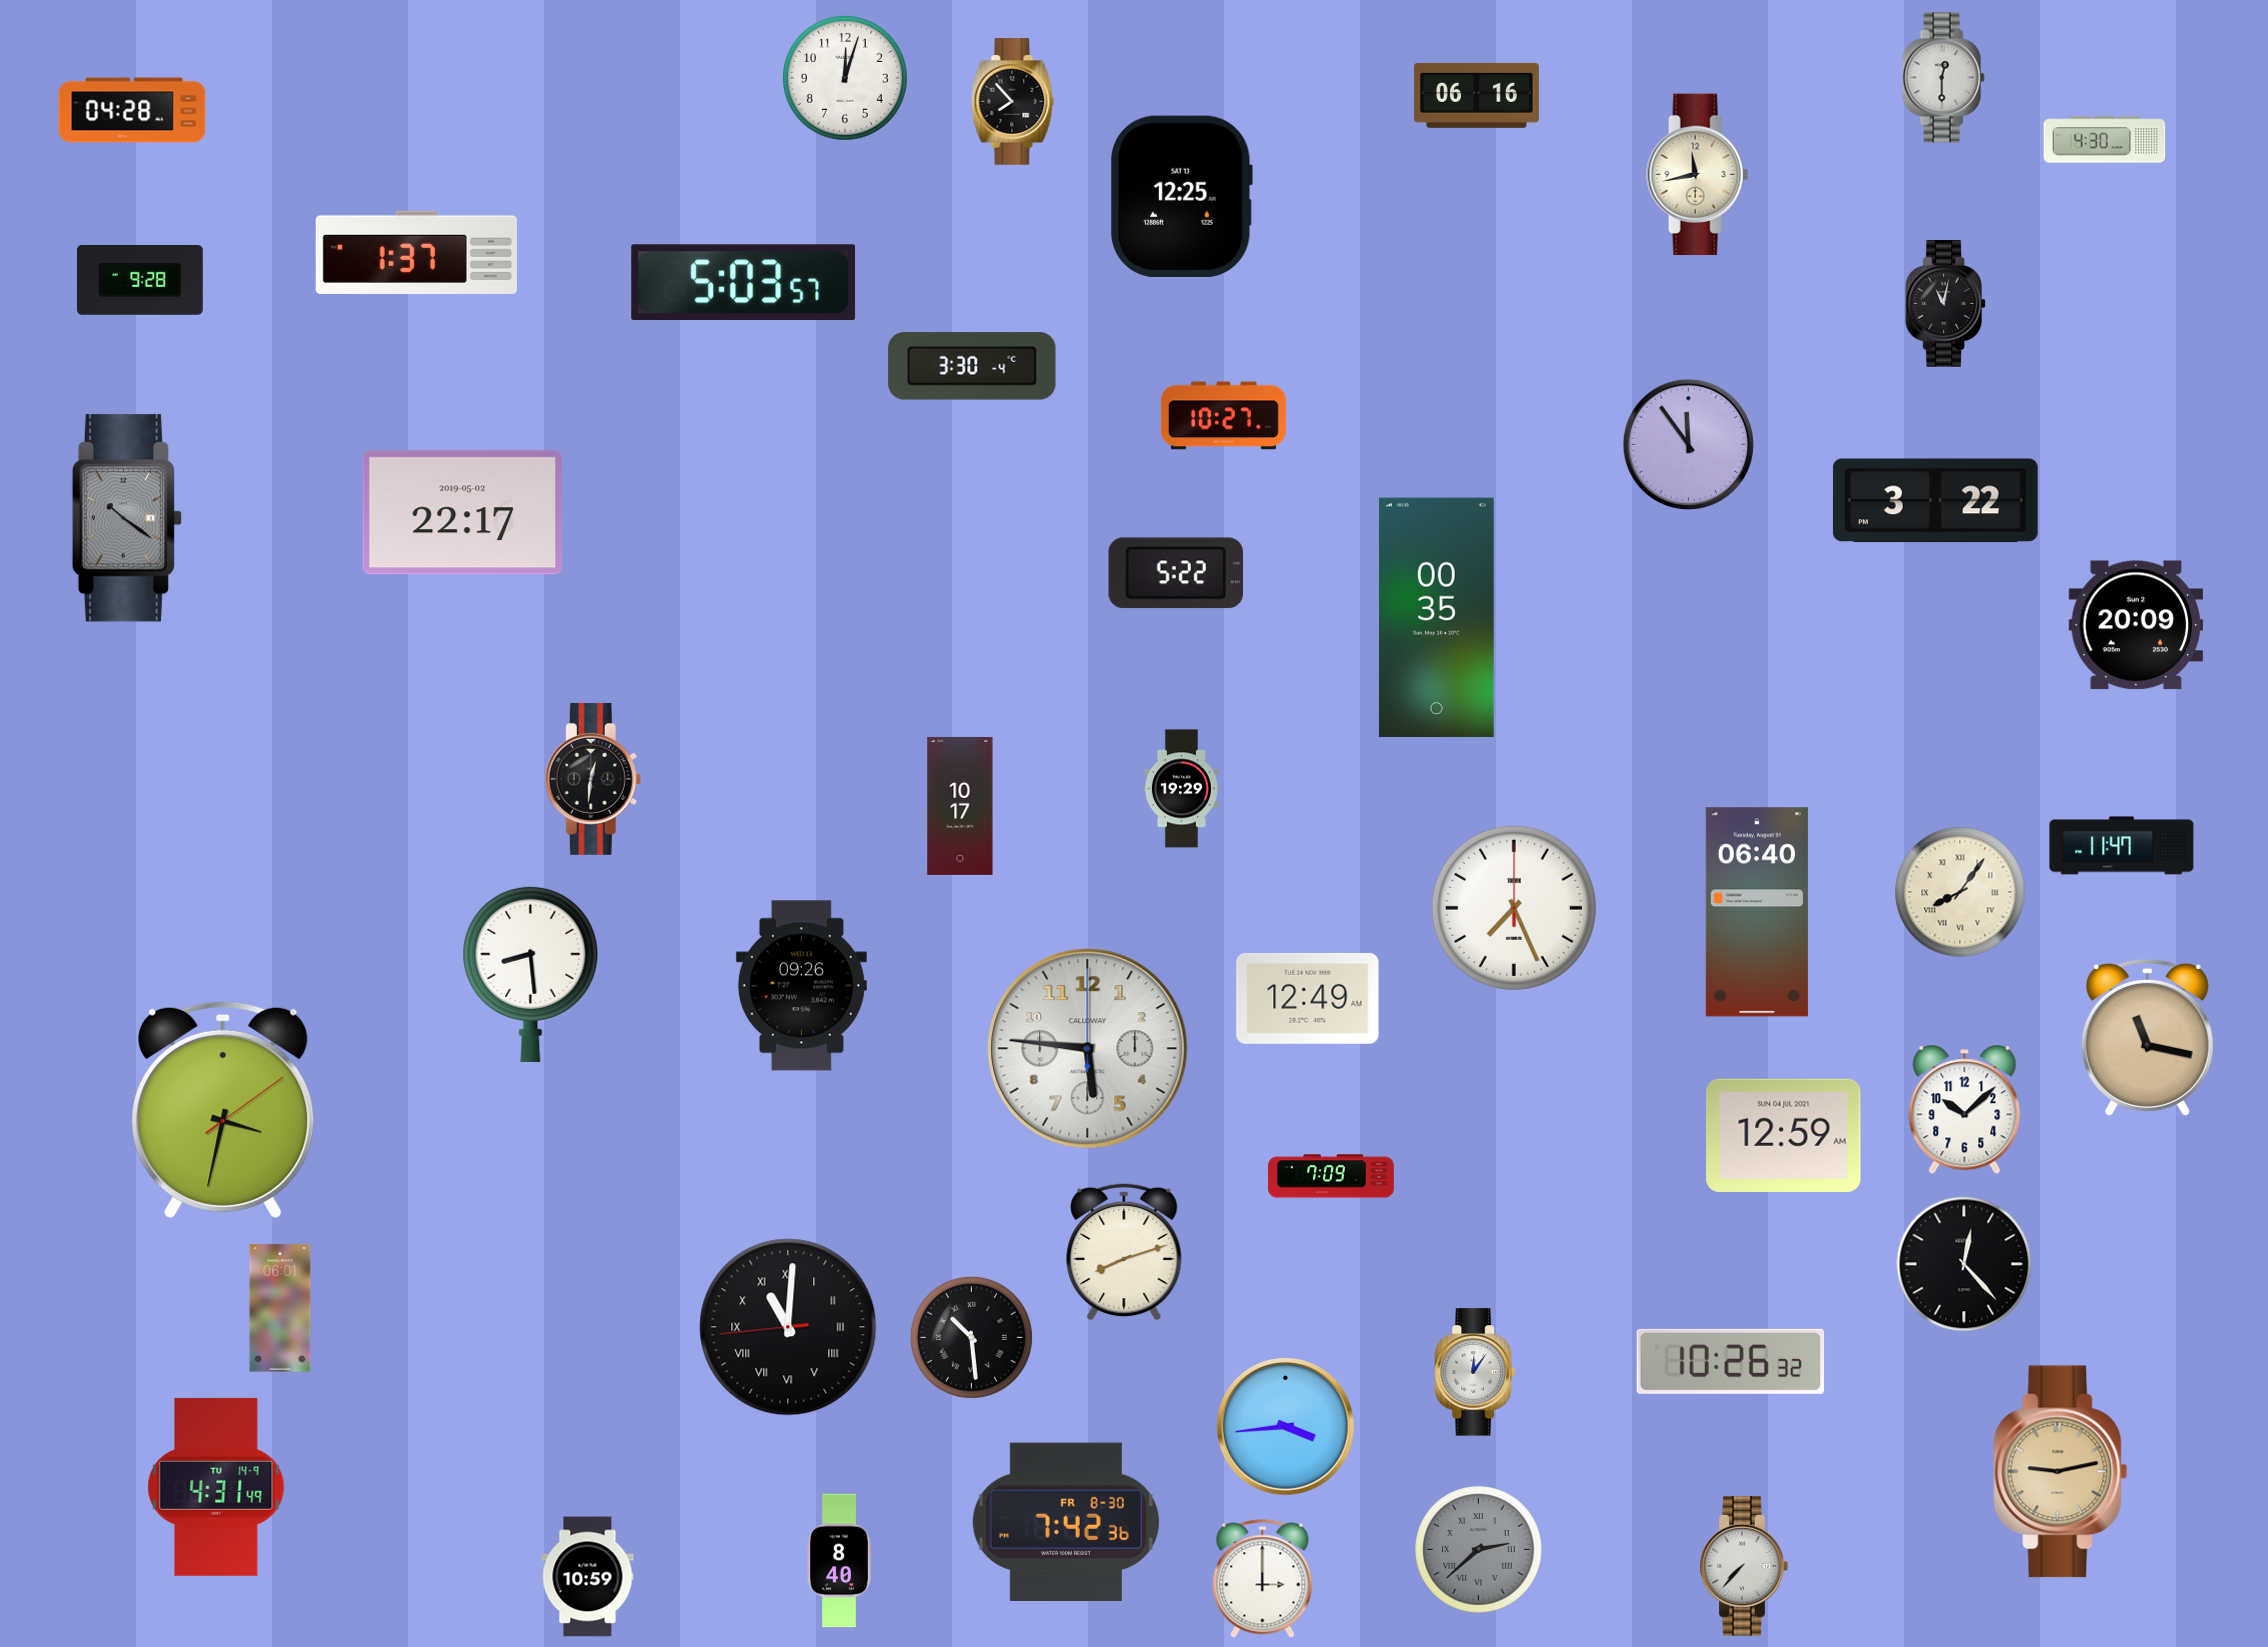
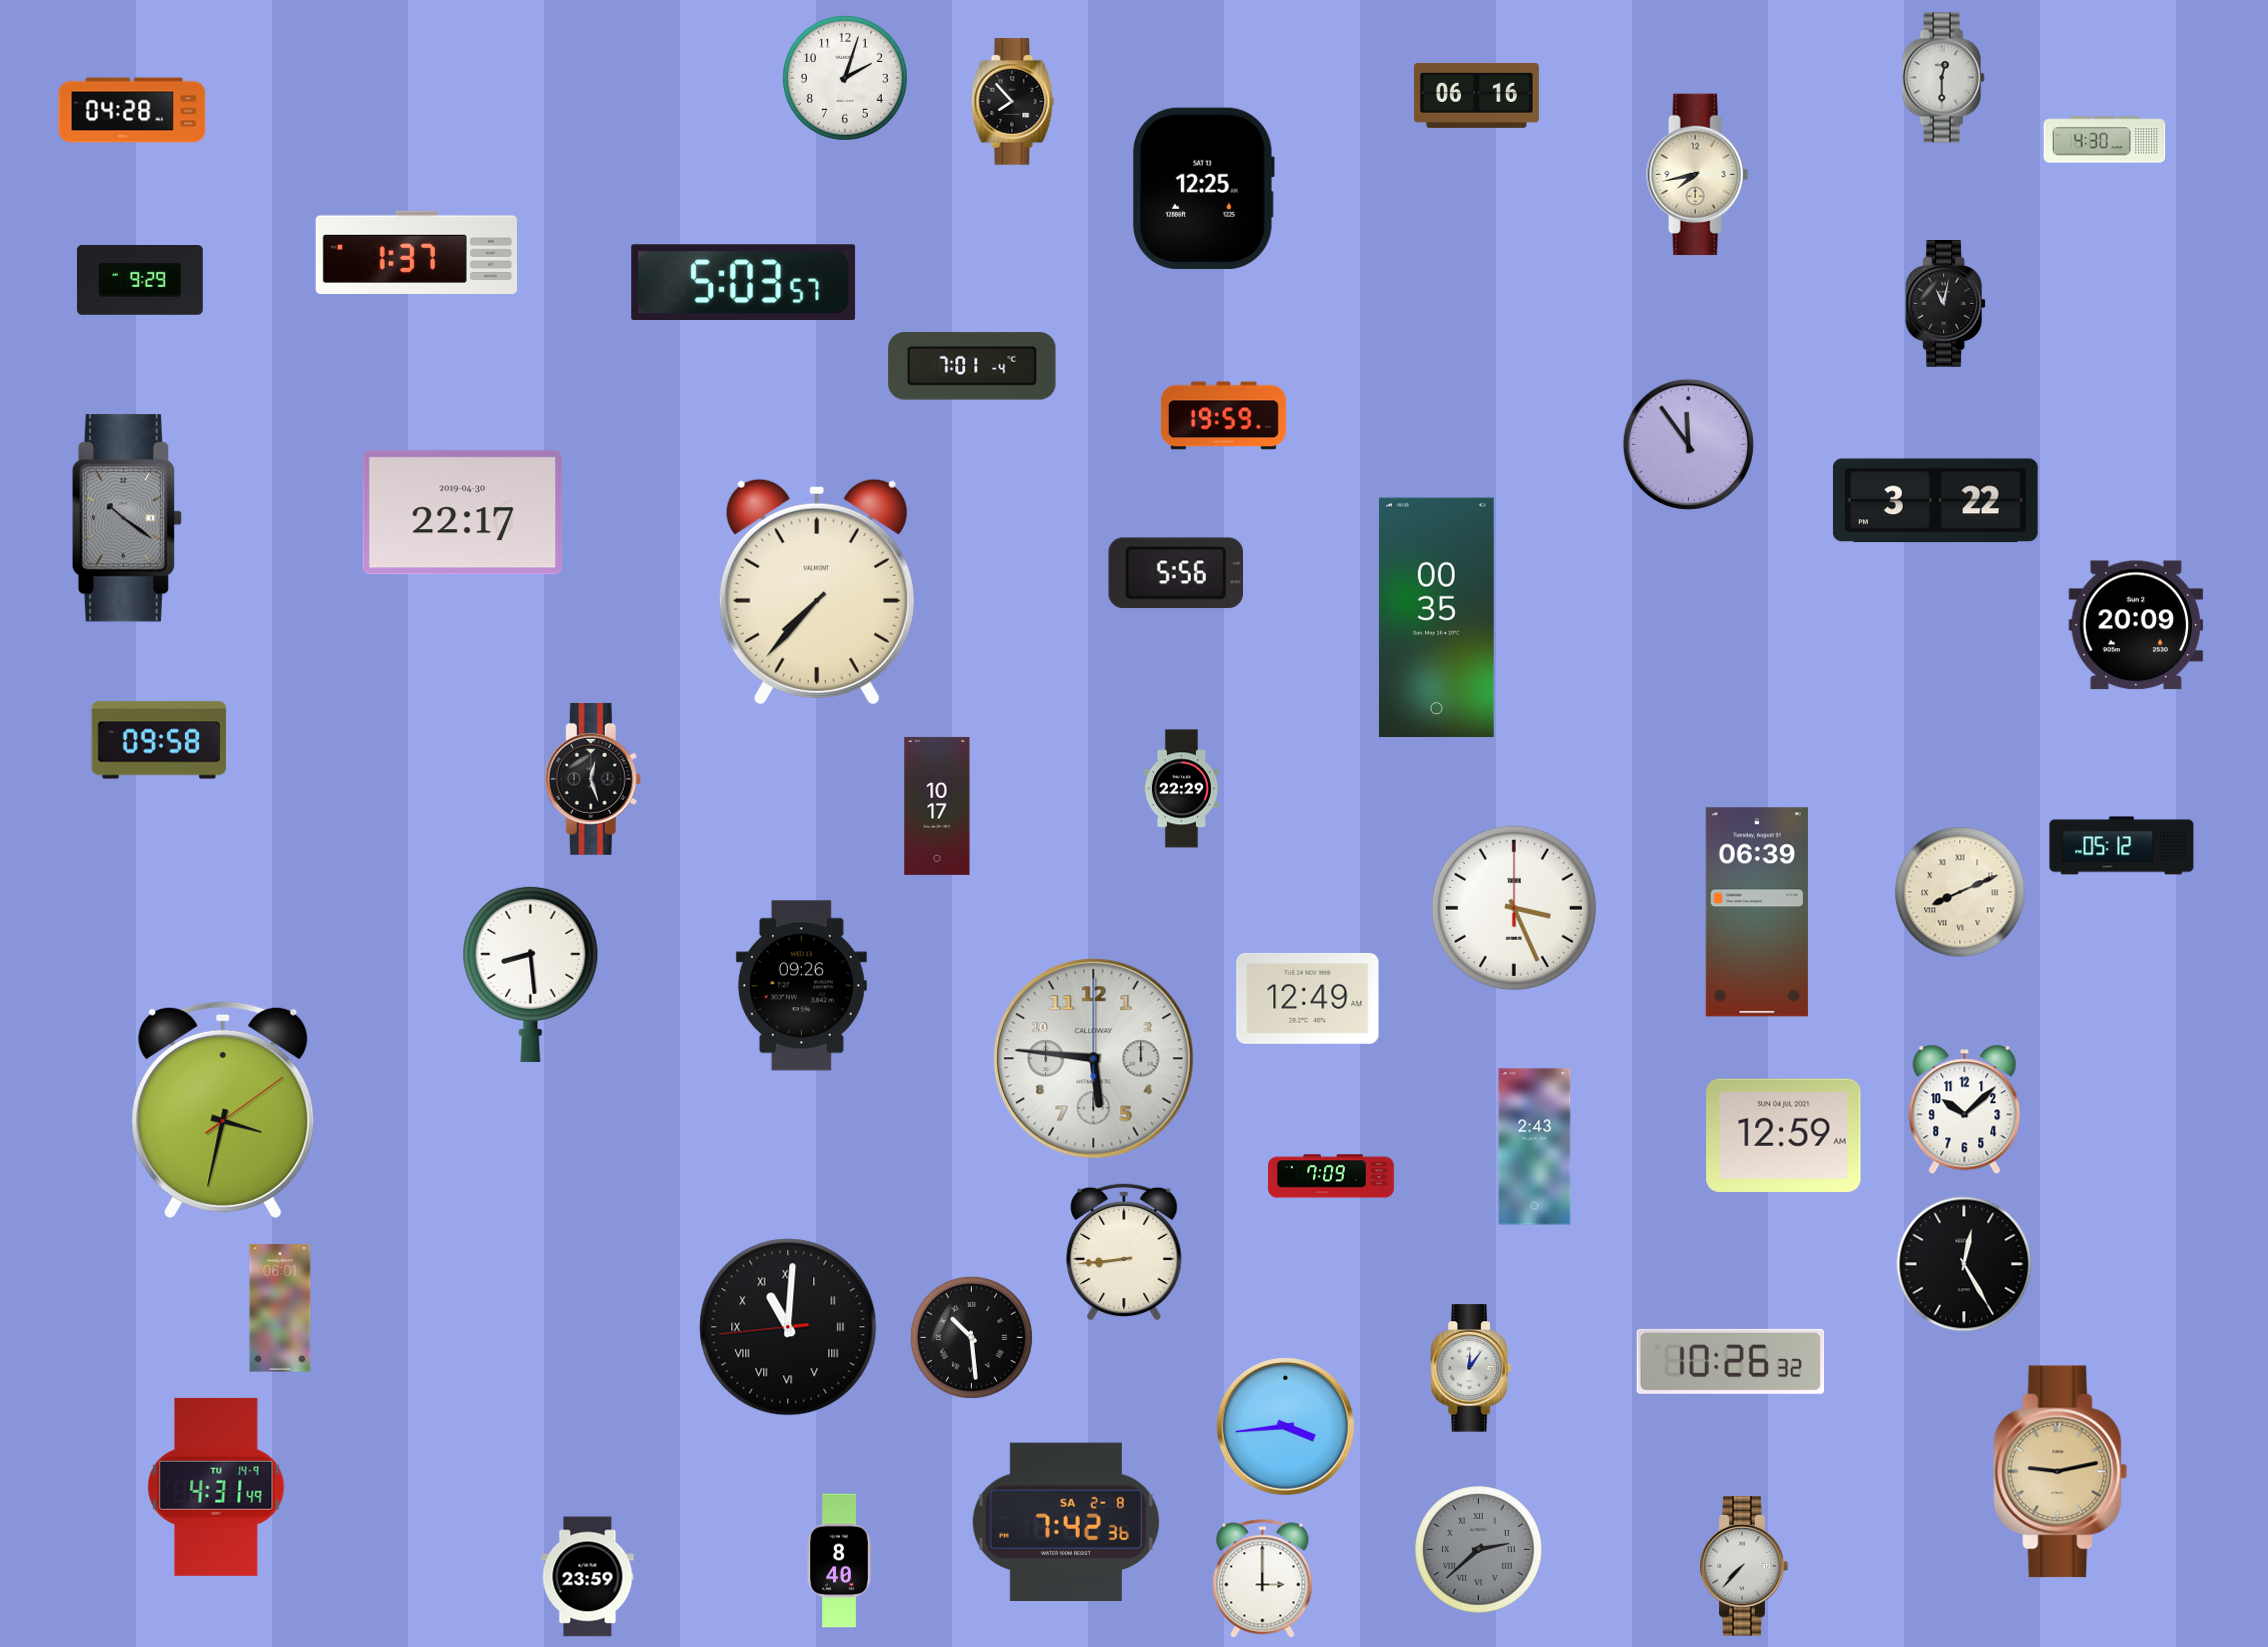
clock at (845, 78): 12:03 -> 2:03
clock at (1698, 175): 11:43 -> 7:43
clock at (1182, 196) position: (1182, 196) -> (1204, 188)
clock at (140, 280): 9:28 -> 9:29
clock at (972, 366): 3:30 -> 7:01
clock at (1223, 416): 10:27 -> 19:59
clock at (462, 513) date: 2019-05-02 -> 2019-04-30
clock at (1175, 573): 5:22 -> 5:56
clock at (817, 592): none -> 7:37
clock at (159, 740): none -> 09:58
clock at (593, 779): 12:31 -> 12:27
clock at (1181, 789): 19:29 -> 22:29
clock at (960, 806) position: (960, 806) -> (937, 806)
clock at (2122, 846): 11:47 -> 05:12
clock at (1960, 892): 8:06 -> 8:11
clock at (1514, 908): 7:26 -> 3:26
clock at (1757, 912): 06:40 -> 06:39
clock at (2147, 1037): 11:17 -> none
clock at (1088, 1049) position: (1088, 1049) -> (1094, 1059)
clock at (1535, 1147): none -> 2:43
clock at (1124, 1252): 8:12 -> 8:44
clock at (1964, 1264): 12:23 -> 12:25
clock at (1475, 1372) position: (1475, 1372) -> (1471, 1368)
clock at (1066, 1521) date: FR 8-30 -> SA 2-8
clock at (588, 1577): 10:59 -> 23:59
